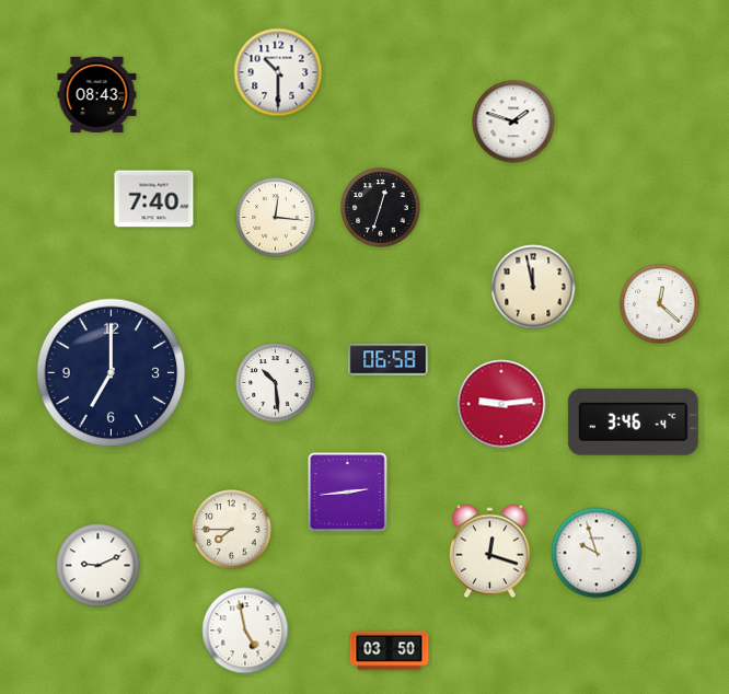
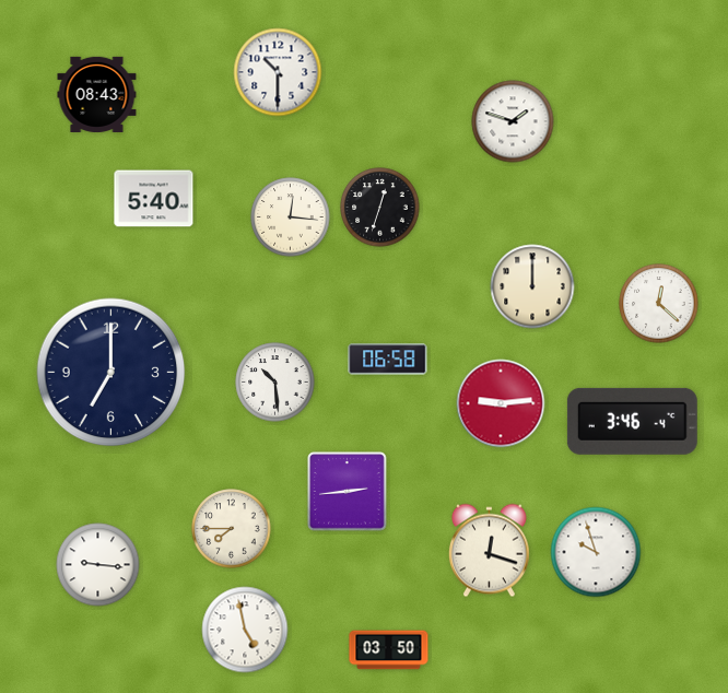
clock at (154, 199): 7:40 -> 5:40
clock at (276, 218) position: (276, 218) -> (291, 218)
clock at (533, 287): 11:58 -> 12:00
clock at (99, 566): 9:11 -> 9:16
